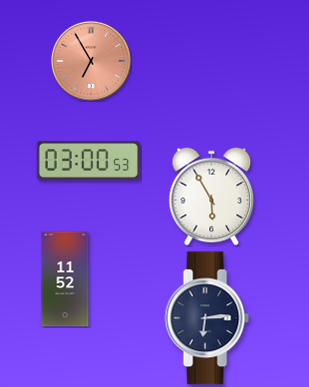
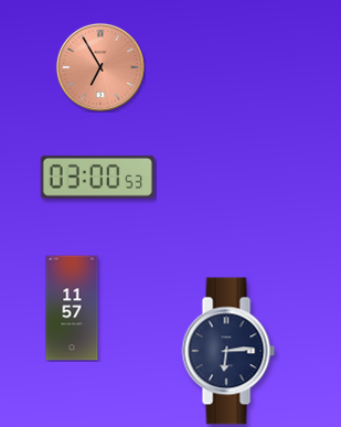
clock at (212, 197): 5:55 -> none
clock at (65, 279): 11:52 -> 11:57
